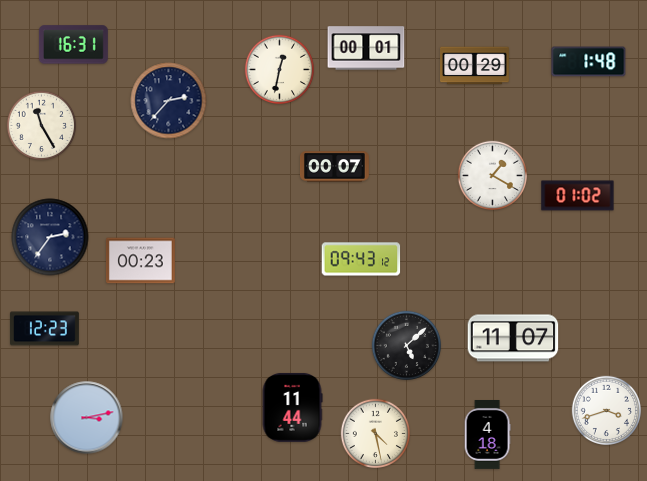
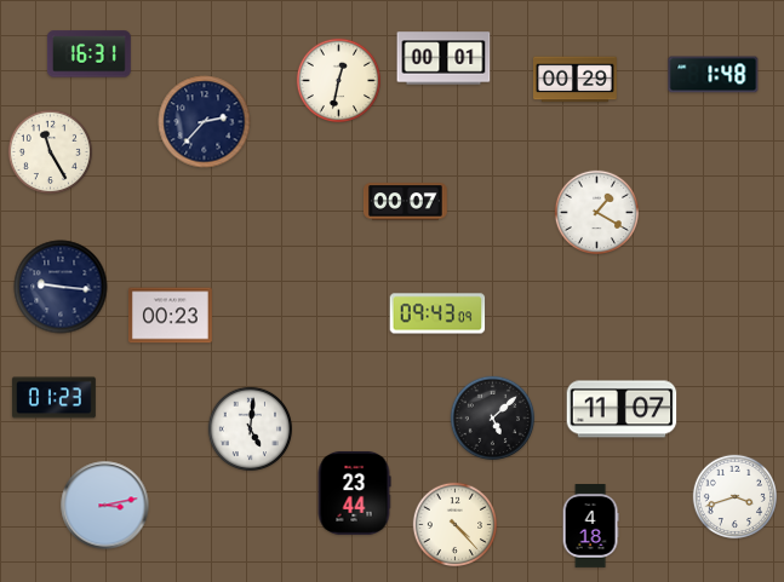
clock at (279, 69) position: (279, 69) -> (338, 80)
clock at (578, 196): 01:02 -> none
clock at (50, 237): 2:36 -> 9:16
clock at (361, 259): 09:43:12 -> 09:43:09
clock at (44, 329): 12:23 -> 01:23
clock at (250, 428): none -> 5:01
clock at (292, 407): 11:44 -> 23:44
clock at (375, 433): 4:28 -> 4:23
